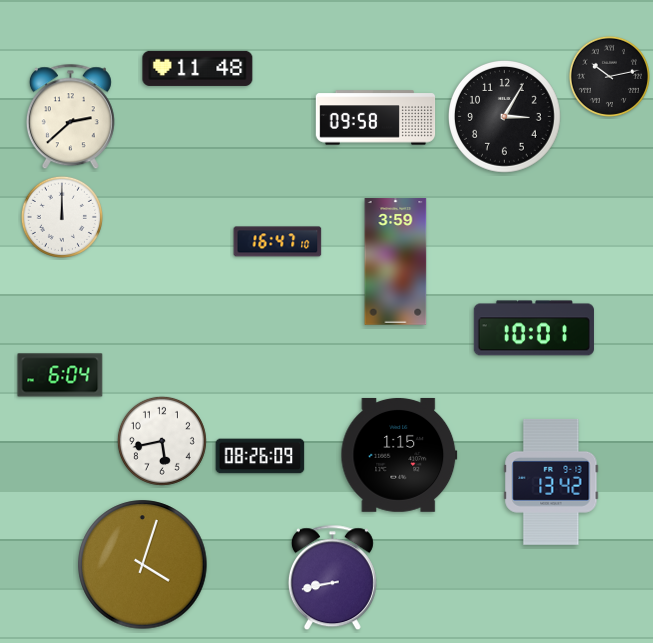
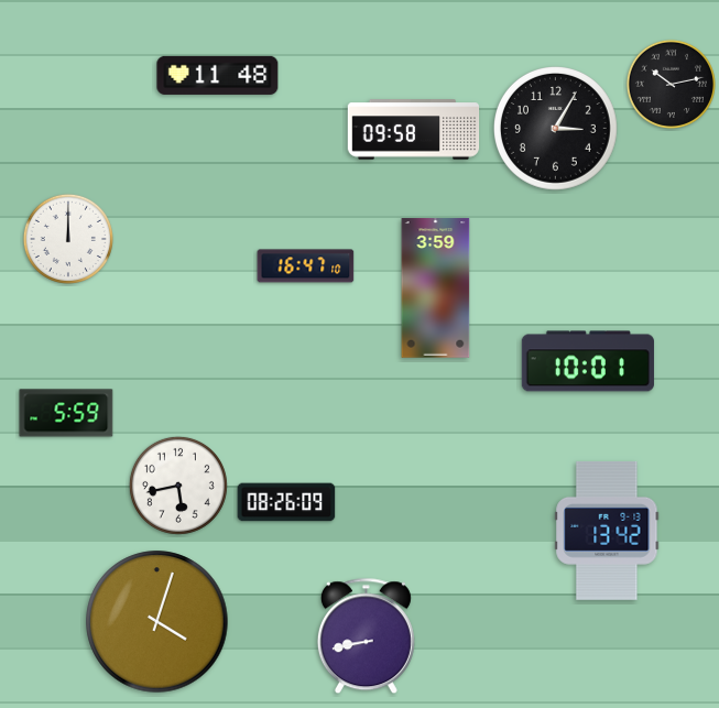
clock at (70, 117): 2:38 -> none
clock at (60, 375): 6:04 -> 5:59
clock at (399, 455): 1:15 -> none
